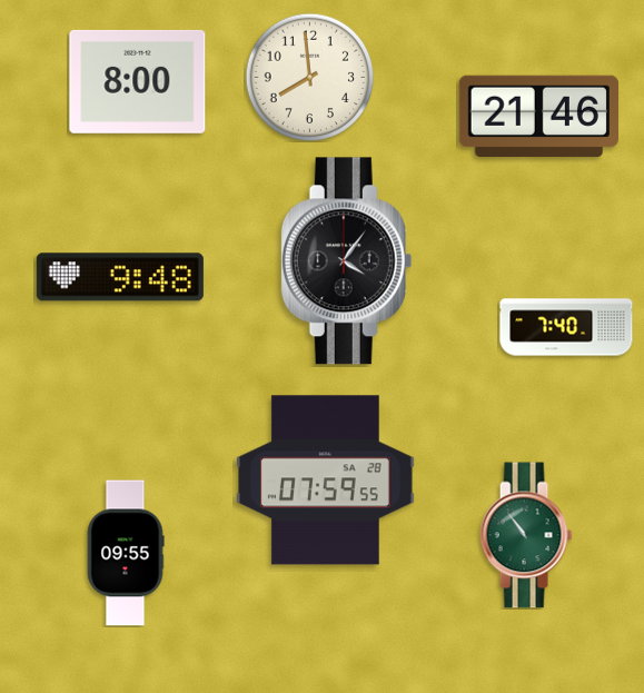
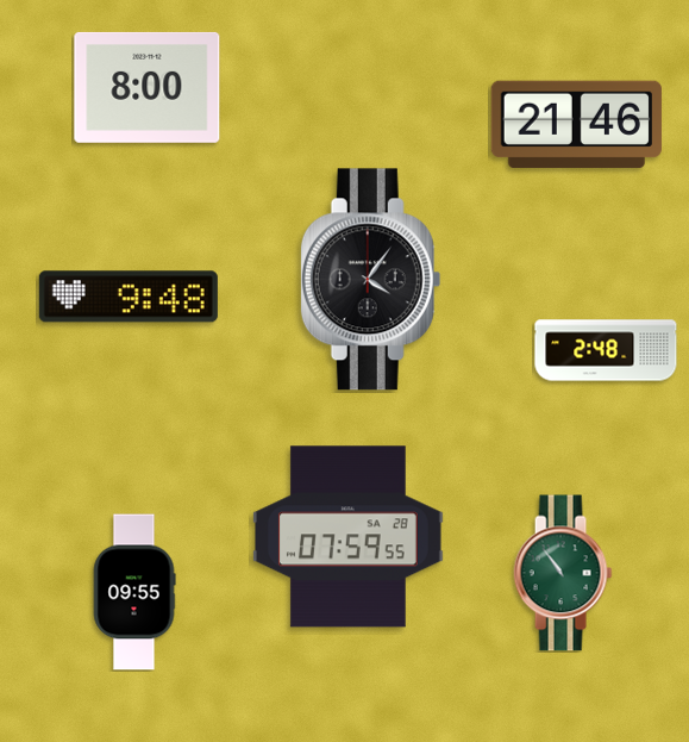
clock at (309, 77): 7:59 -> none
clock at (566, 327): 7:40 -> 2:48
clock at (326, 481) position: (326, 481) -> (349, 537)
